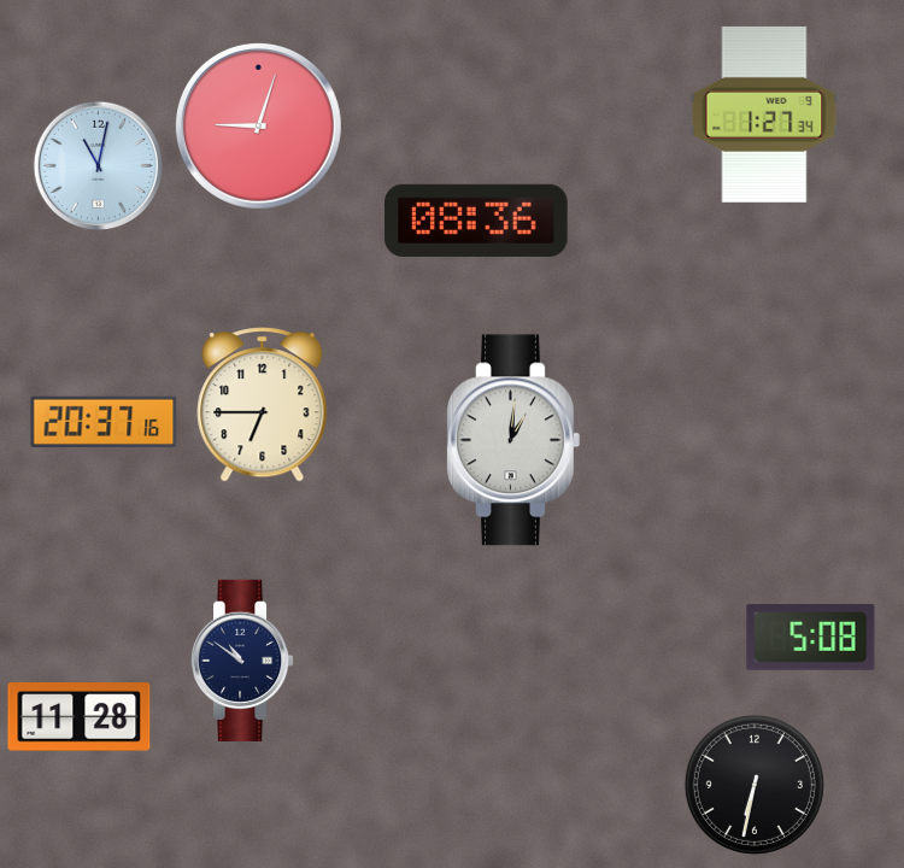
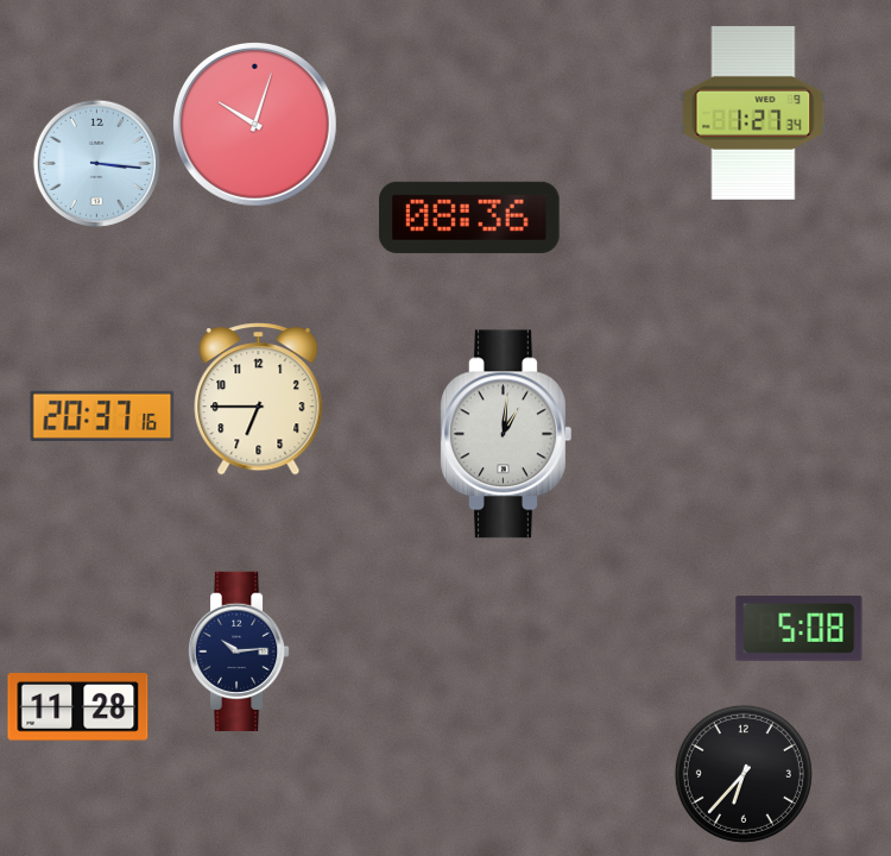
clock at (258, 125): 9:03 -> 10:03
clock at (98, 165): 11:02 -> 3:16
clock at (242, 661): 10:51 -> 10:14
clock at (755, 785): 6:32 -> 6:37
